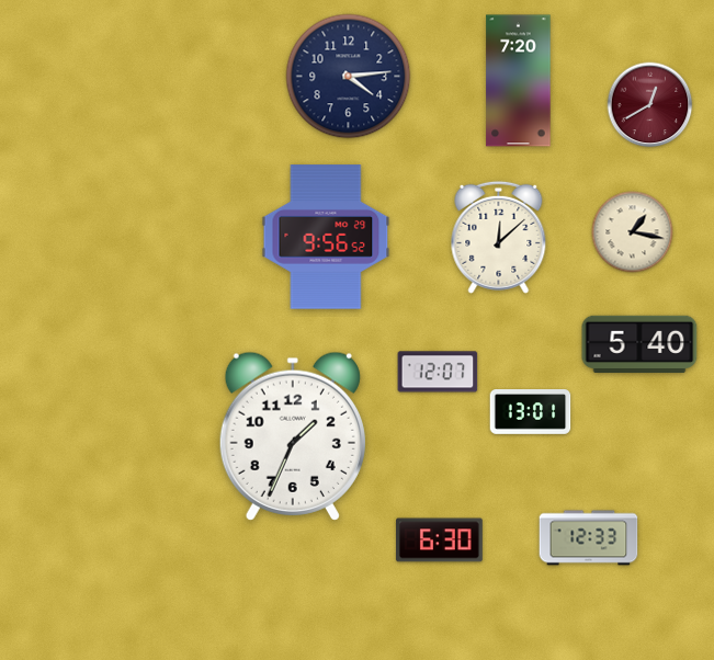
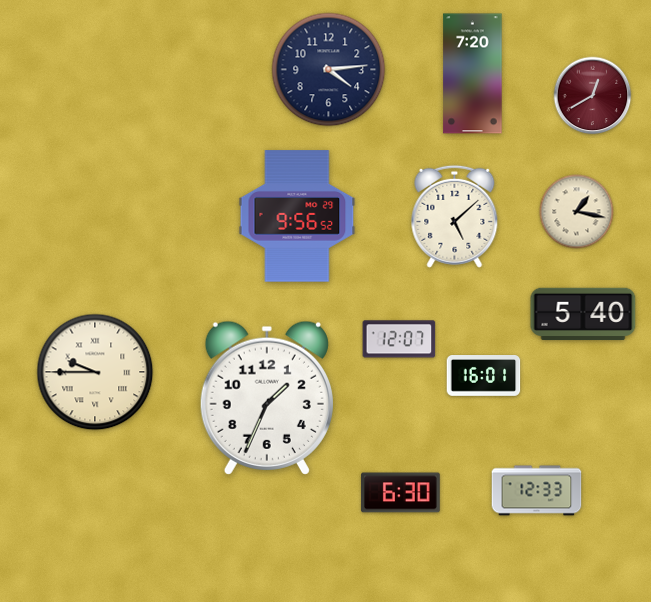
clock at (349, 77) position: (349, 77) -> (329, 70)
clock at (499, 237): 12:08 -> 5:08
clock at (95, 372): none -> 9:45
clock at (531, 412): 13:01 -> 16:01
